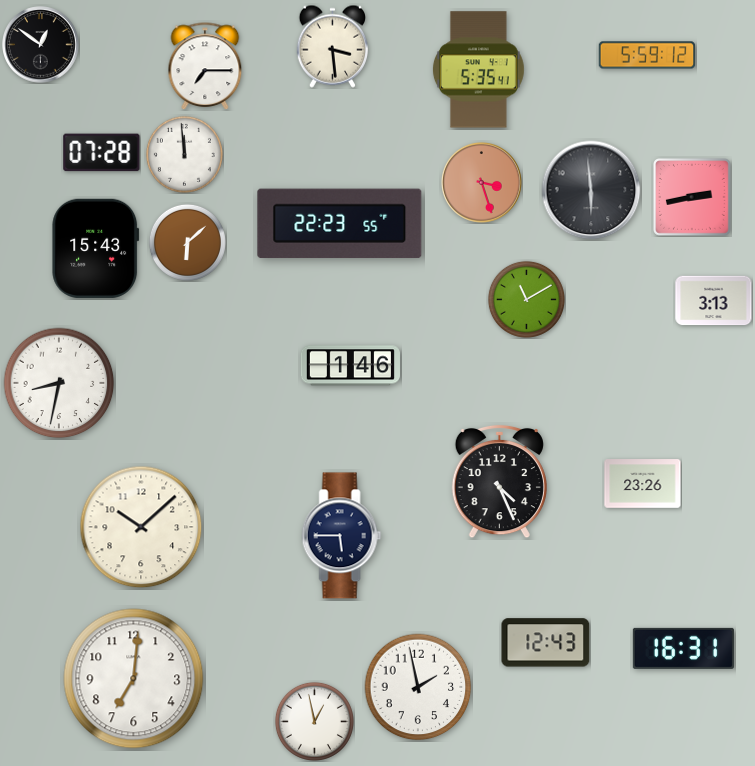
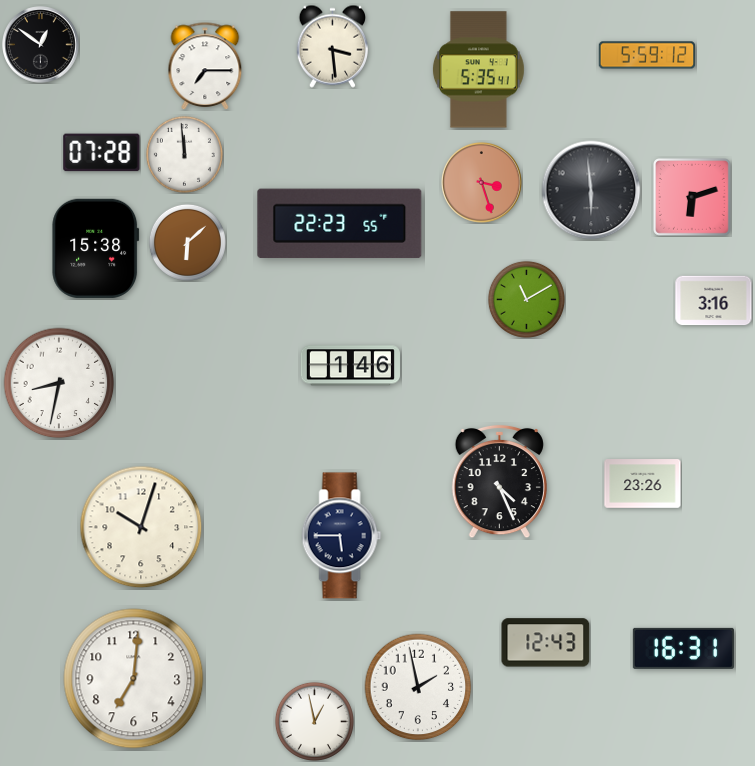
clock at (693, 198): 2:43 -> 6:12
clock at (96, 248): 15:43 -> 15:38
clock at (714, 301): 3:13 -> 3:16
clock at (141, 527): 10:08 -> 10:03
